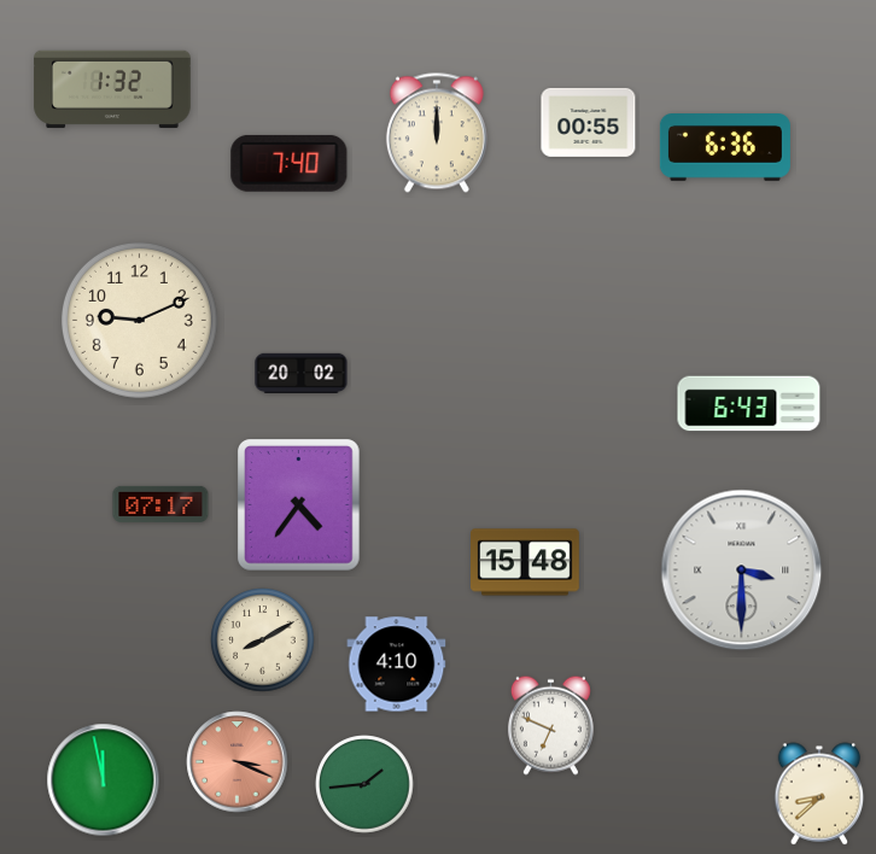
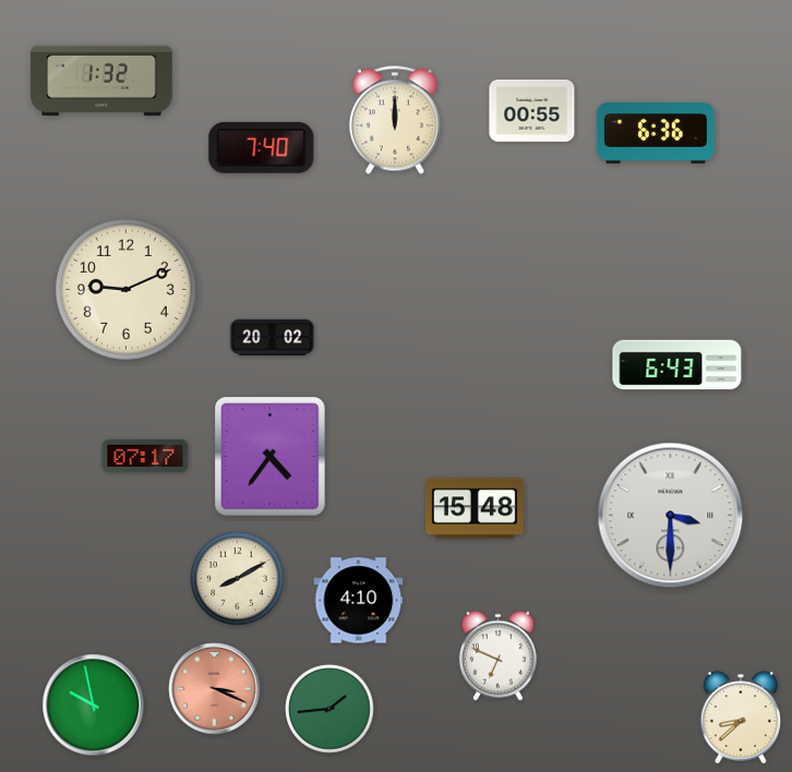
clock at (104, 780): 11:58 -> 9:58
